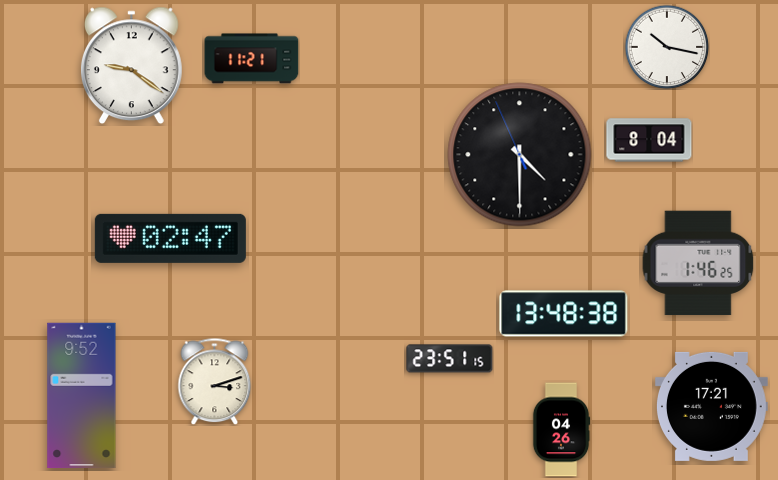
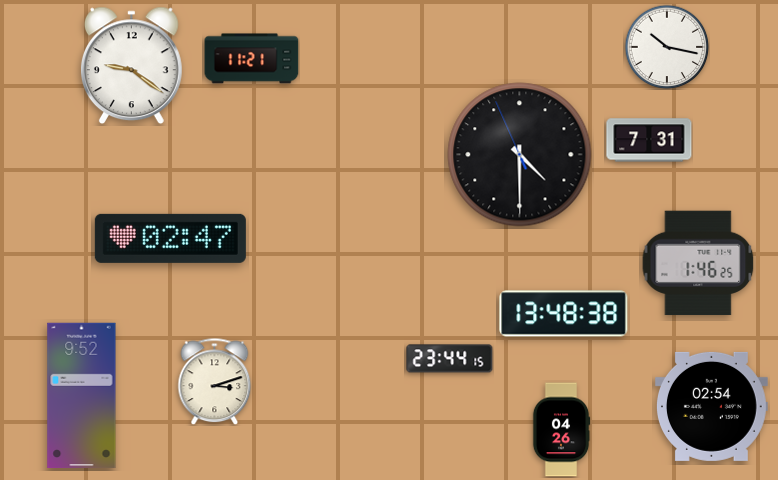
clock at (649, 140): 8:04 -> 7:31
clock at (450, 359): 23:51 -> 23:44
clock at (712, 406): 17:21 -> 02:54
